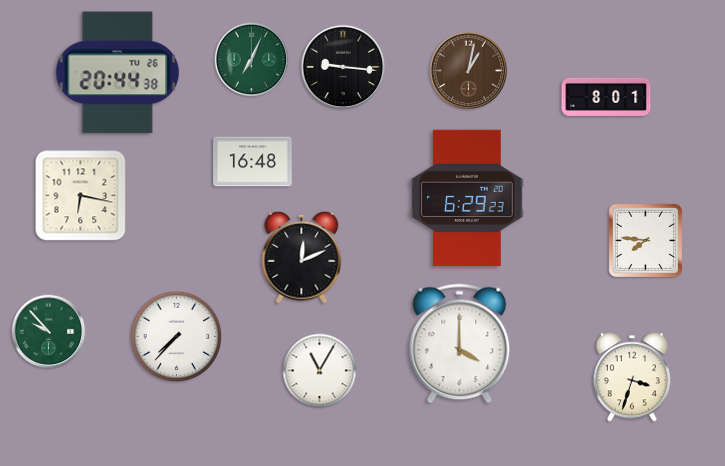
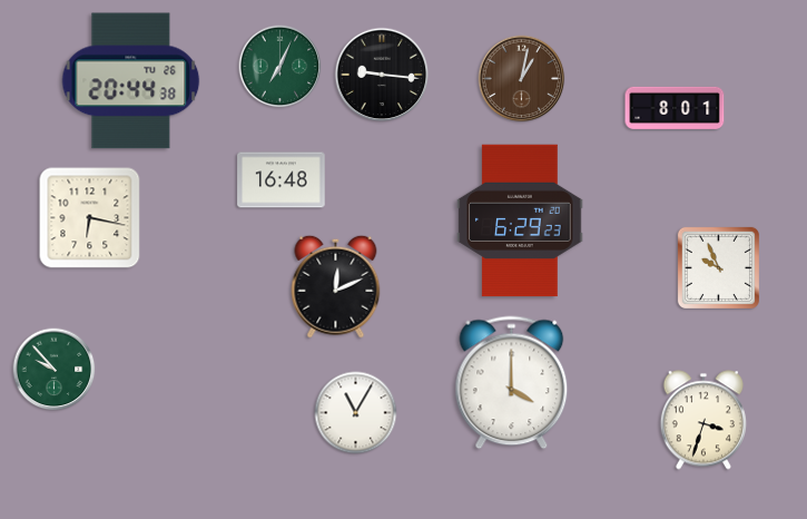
clock at (645, 240): 7:46 -> 9:56
clock at (177, 337): 7:37 -> none
